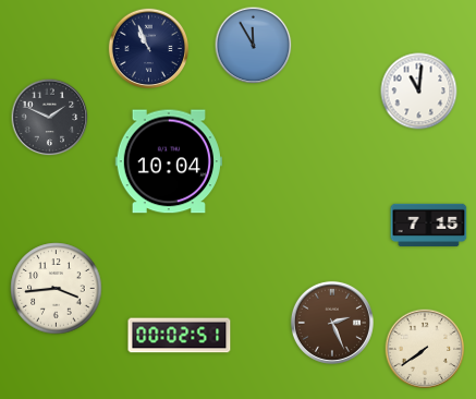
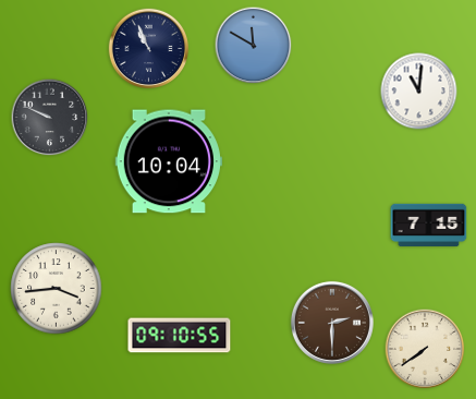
clock at (254, 46): 11:55 -> 11:50
clock at (50, 118): 1:49 -> 9:49
clock at (332, 323): 2:26 -> 2:30
clock at (180, 336): 00:02 -> 09:10
